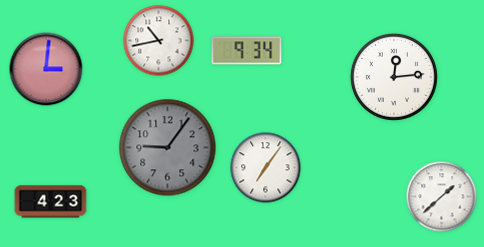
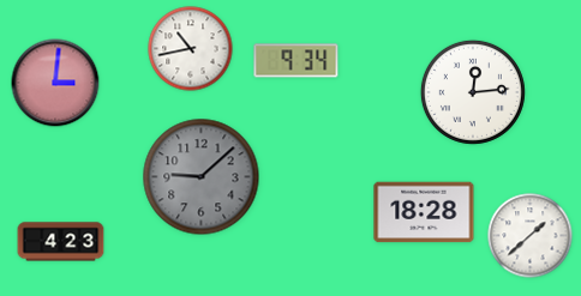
clock at (168, 148): 9:06 -> 9:08
clock at (266, 168): 7:06 -> none
clock at (424, 212): none -> 18:28
